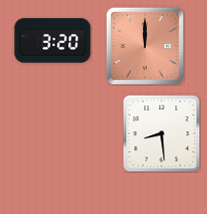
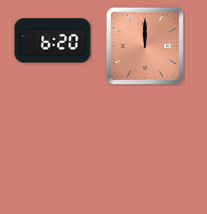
clock at (53, 41): 3:20 -> 6:20
clock at (161, 133): 8:29 -> none
